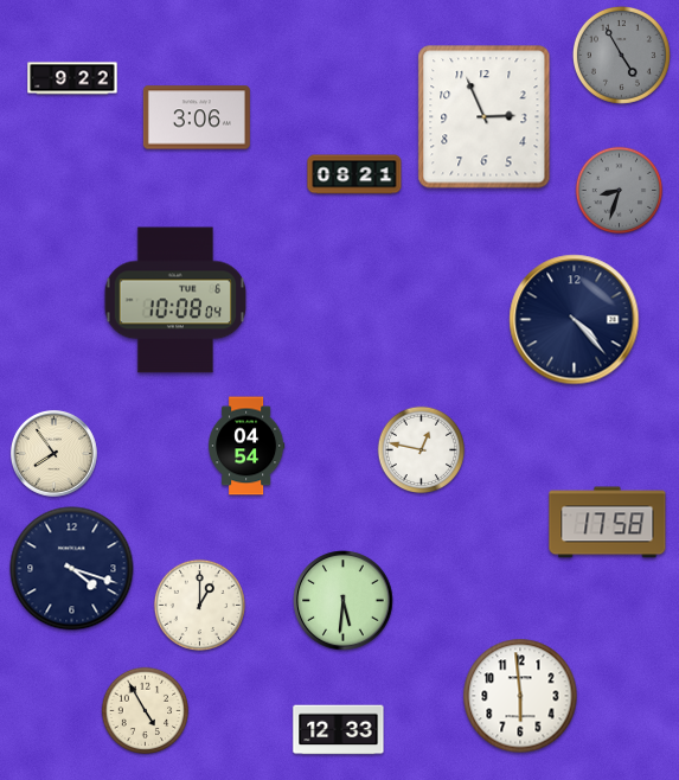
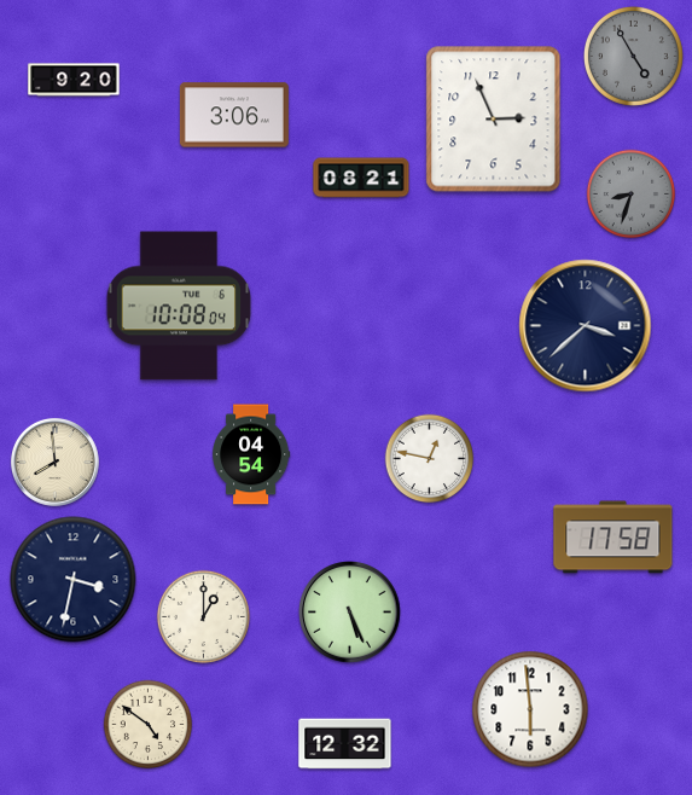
clock at (72, 78): 9:22 -> 9:20
clock at (197, 117) position: (197, 117) -> (234, 115)
clock at (575, 320): 4:23 -> 3:38
clock at (53, 453): 7:54 -> 7:59
clock at (608, 523) position: (608, 523) -> (614, 538)
clock at (72, 569): 4:18 -> 3:32
clock at (344, 601): 5:31 -> 5:26
clock at (146, 711): 4:55 -> 4:51
clock at (339, 730): 12:33 -> 12:32
